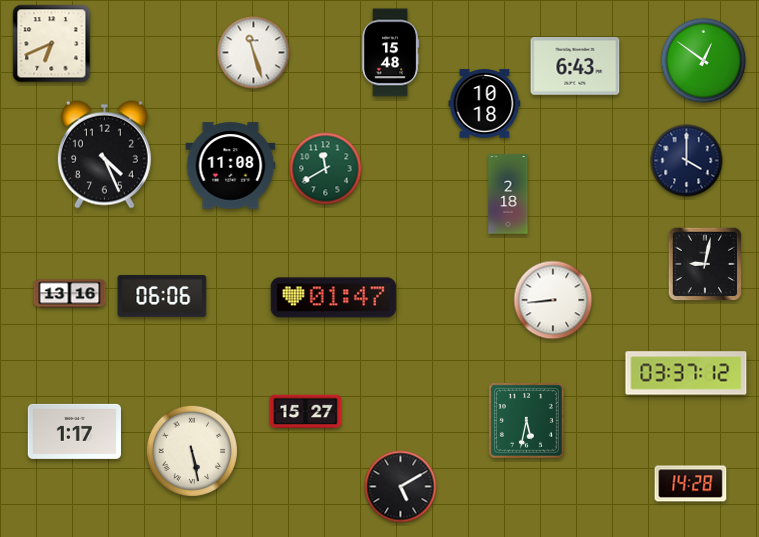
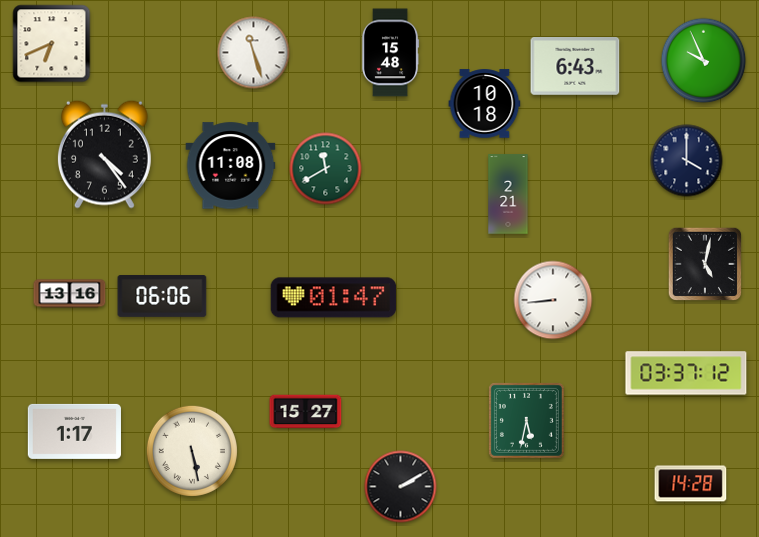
clock at (704, 61): 12:51 -> 9:56
clock at (104, 154): 4:26 -> 4:24
clock at (508, 194): 2:18 -> 2:21
clock at (704, 263): 9:02 -> 5:02
clock at (401, 487): 5:10 -> 2:10
